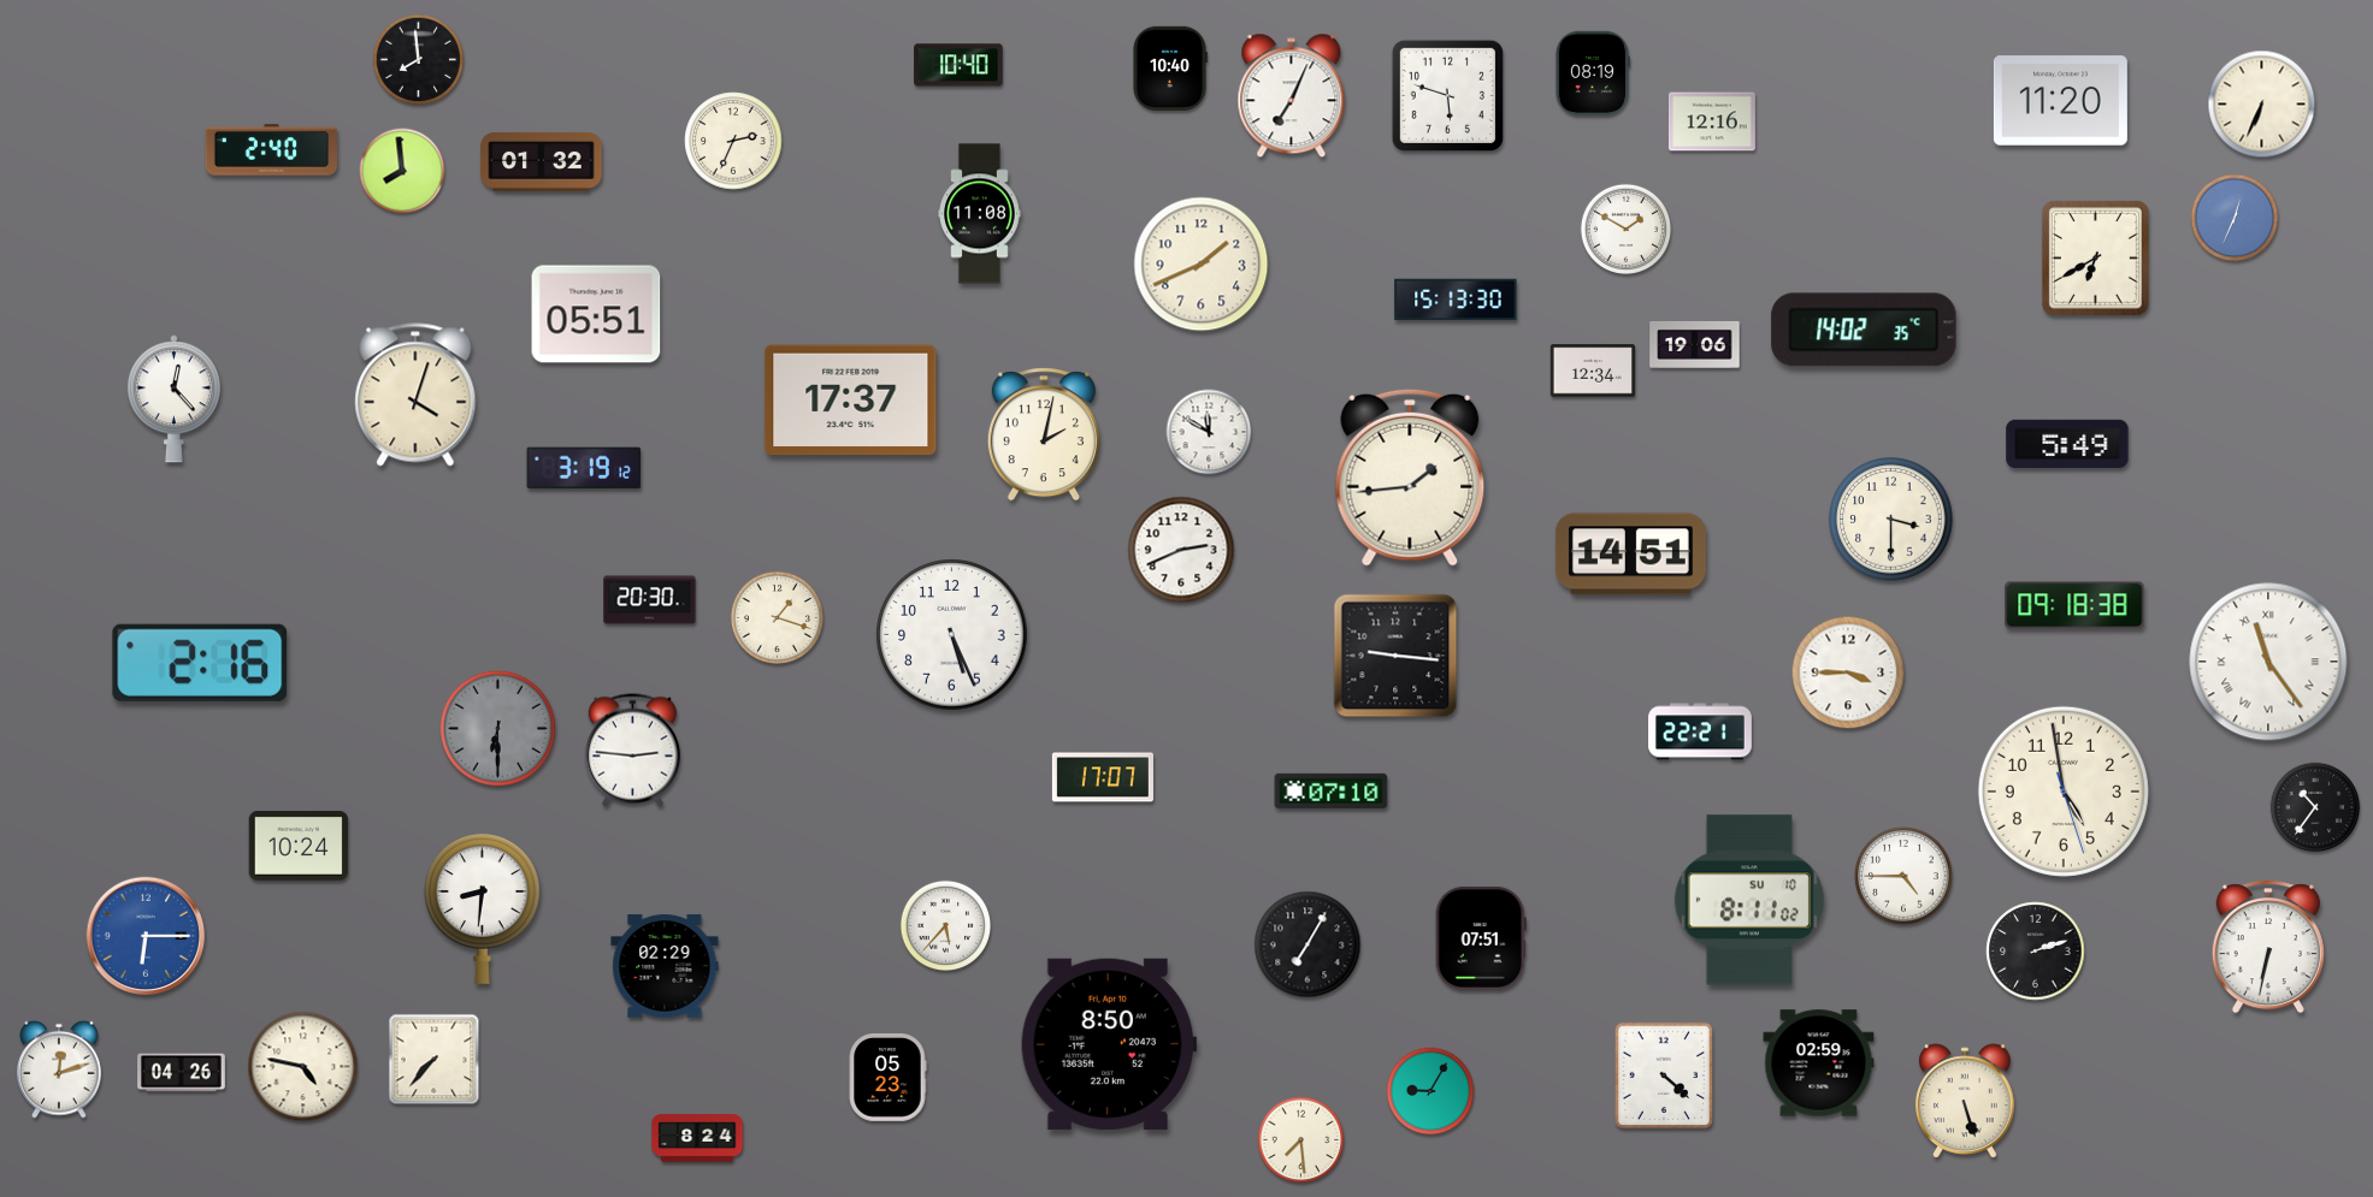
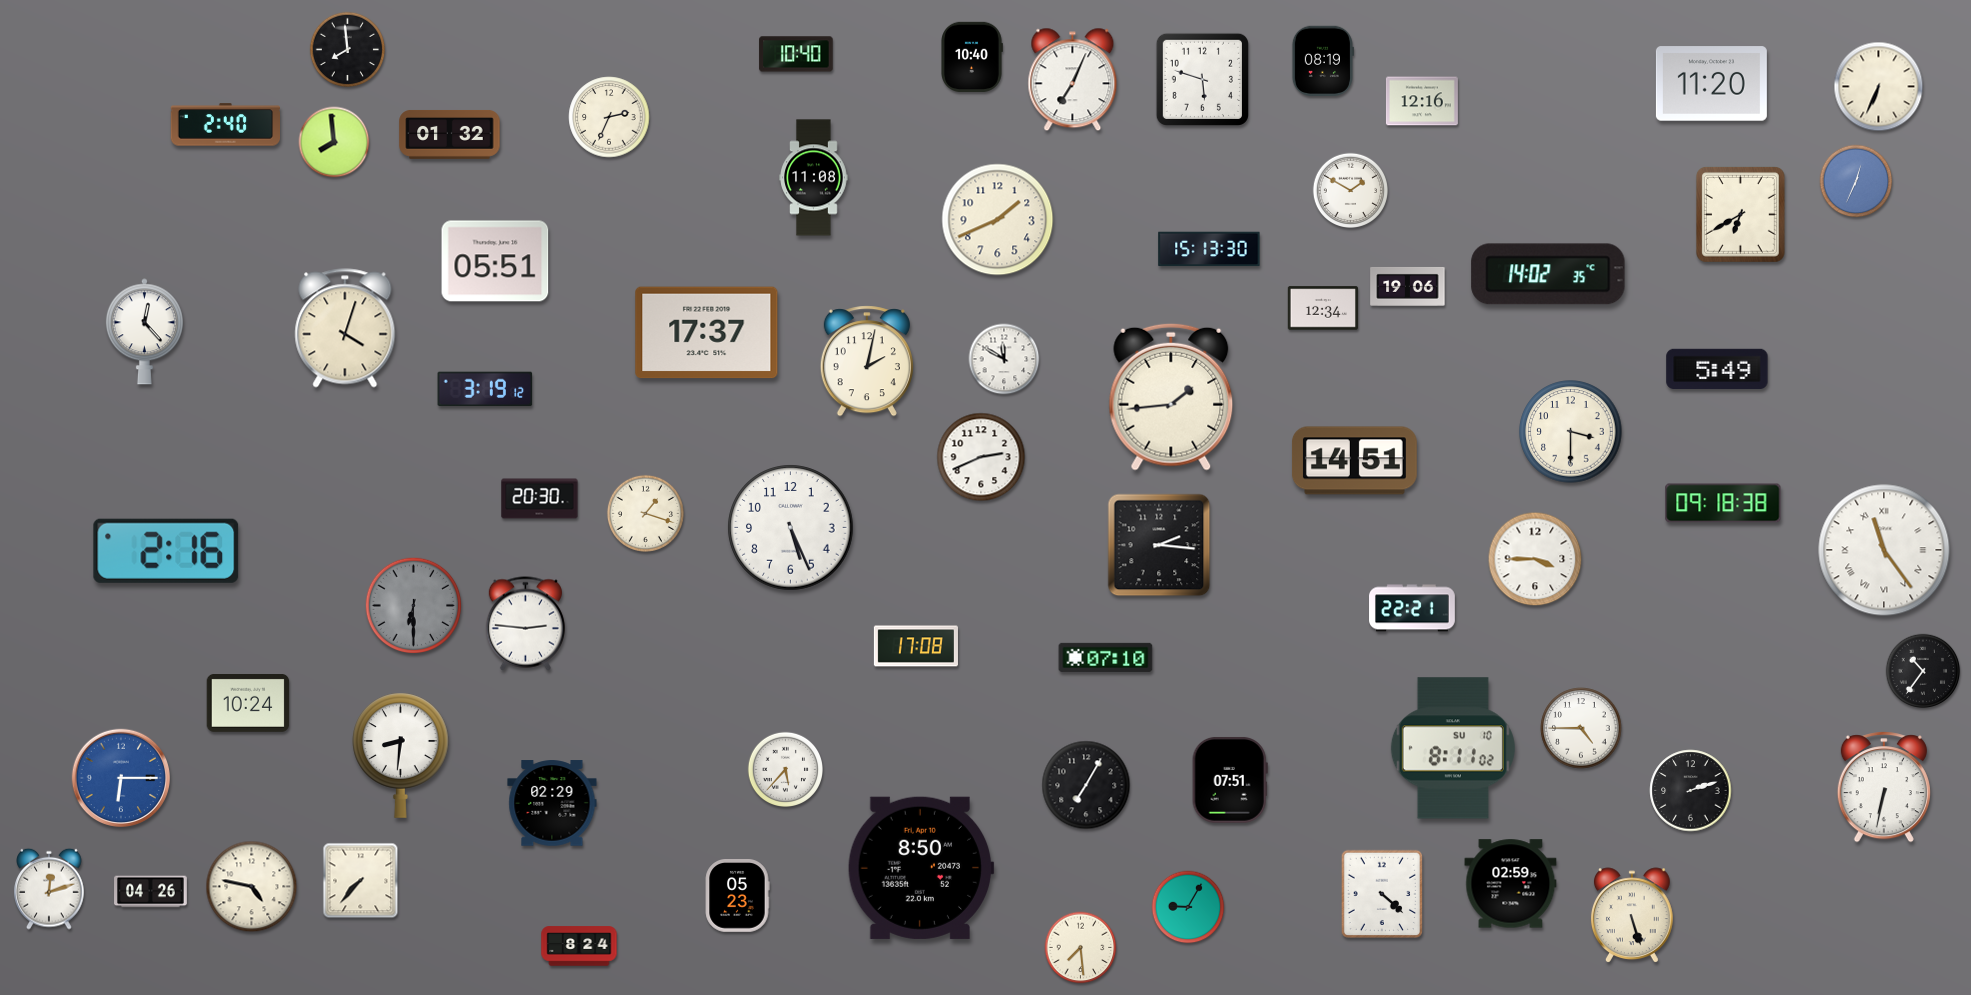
clock at (1395, 656): 9:16 -> 2:16
clock at (1103, 777): 17:07 -> 17:08
clock at (2064, 792): 4:58 -> none
